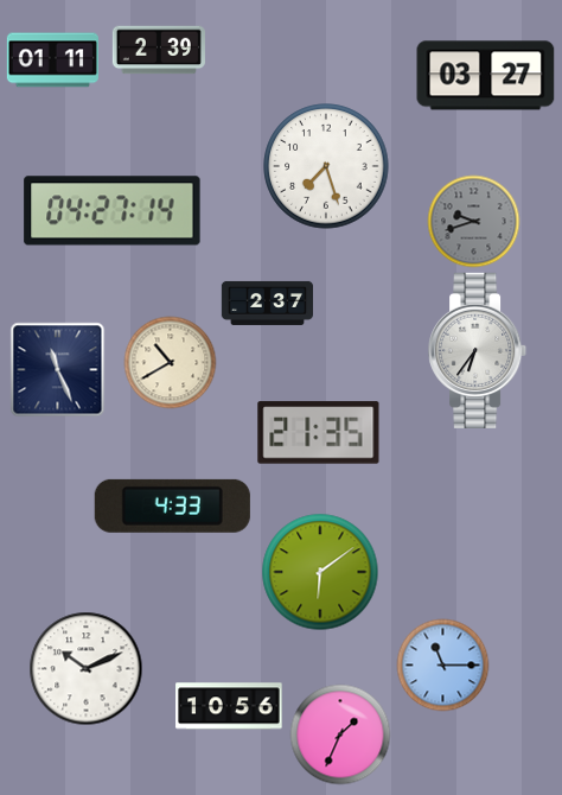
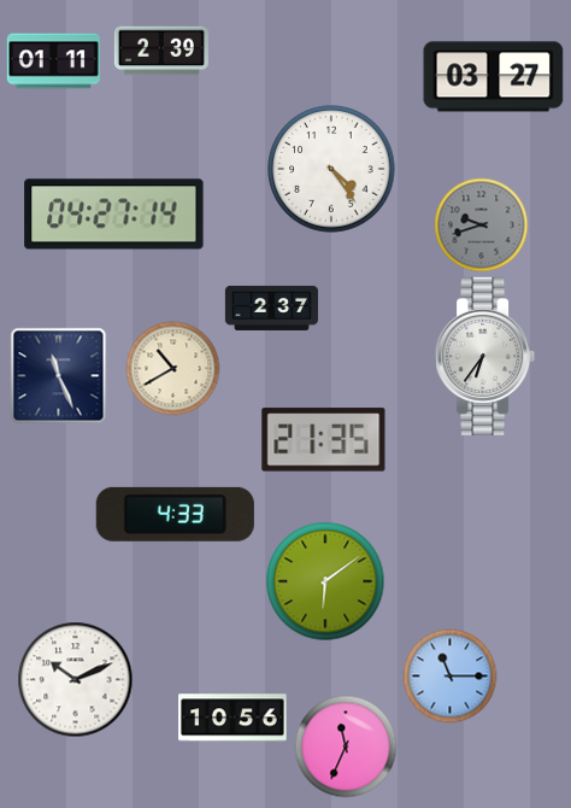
clock at (326, 166): 7:27 -> 4:24
clock at (85, 668) position: (85, 668) -> (75, 679)
clock at (340, 734): 1:34 -> 11:34
